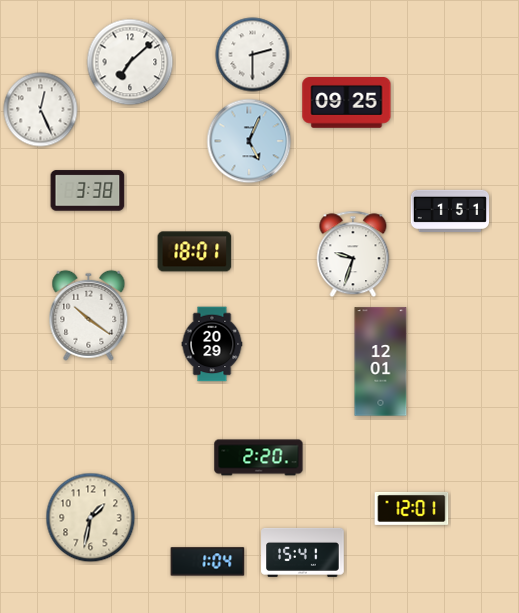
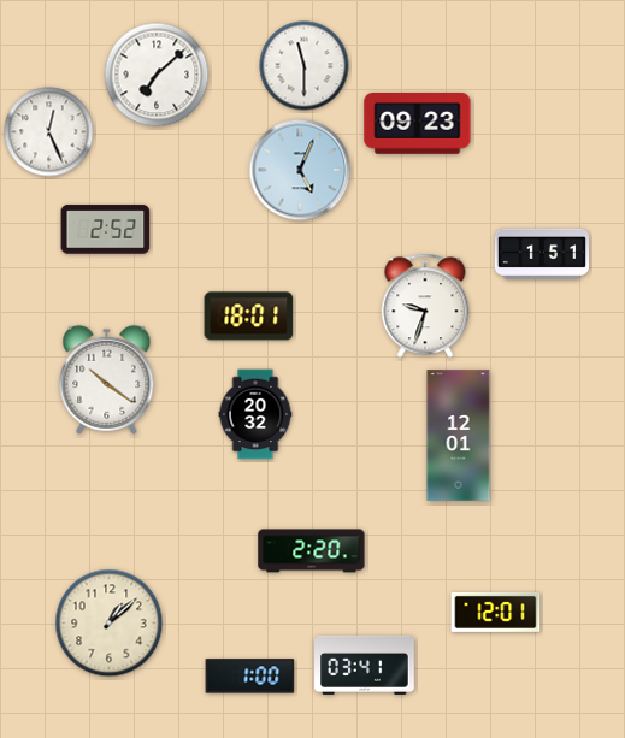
clock at (253, 55): 2:30 -> 11:30
clock at (347, 103): 09:25 -> 09:23
clock at (88, 191): 3:38 -> 2:52
clock at (195, 252) position: (195, 252) -> (249, 317)
clock at (212, 344): 20:29 -> 20:32
clock at (91, 518): 1:32 -> 1:08
clock at (303, 552): 15:41 -> 03:41
clock at (208, 562): 1:04 -> 1:00
